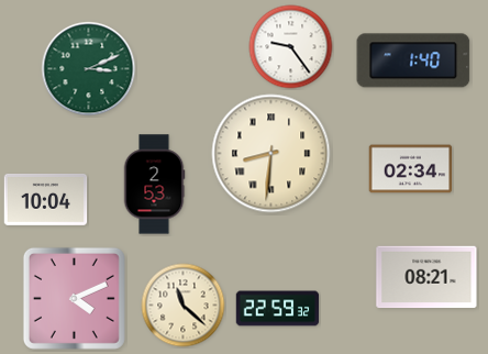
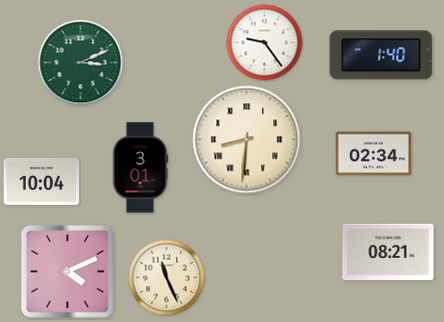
clock at (413, 60) position: (413, 60) -> (381, 55)
clock at (154, 185): 2:53 -> 3:01
clock at (184, 306): 11:22 -> 11:26
clock at (278, 309): 22:59 -> none
